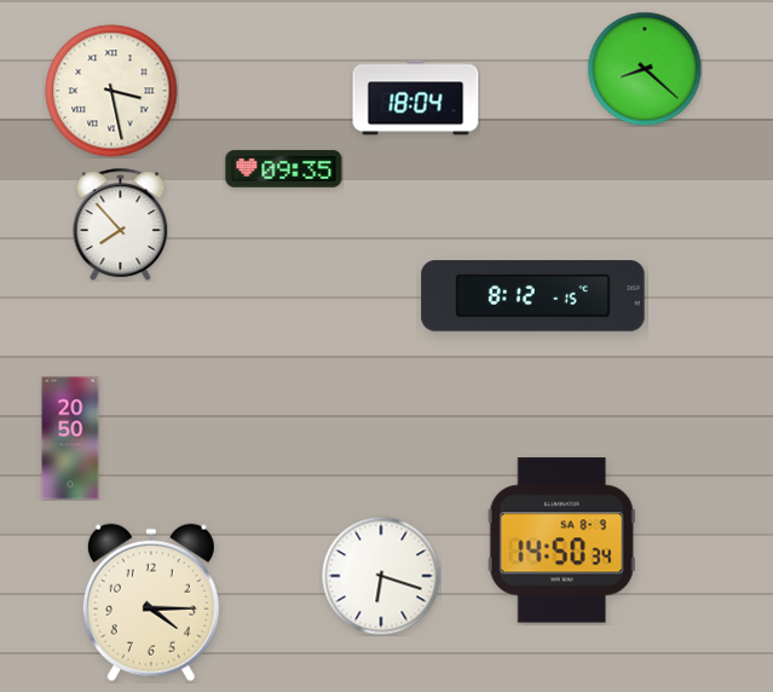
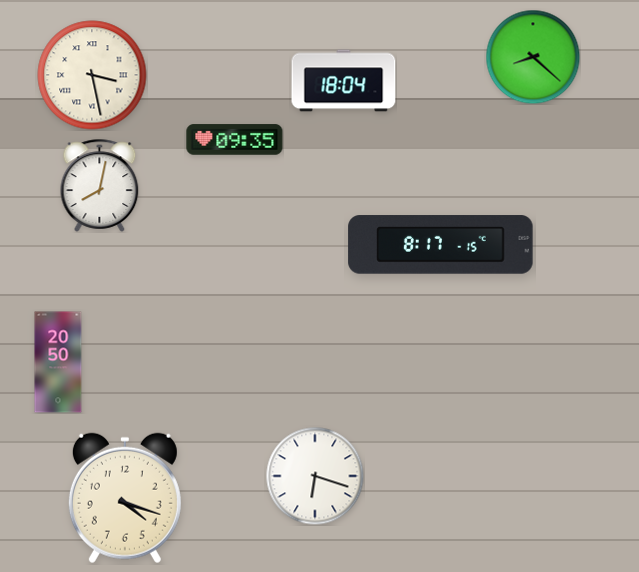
clock at (121, 224): 7:53 -> 8:02
clock at (533, 296): 8:12 -> 8:17
clock at (561, 541): 14:50 -> none
clock at (151, 602): 4:15 -> 4:18
